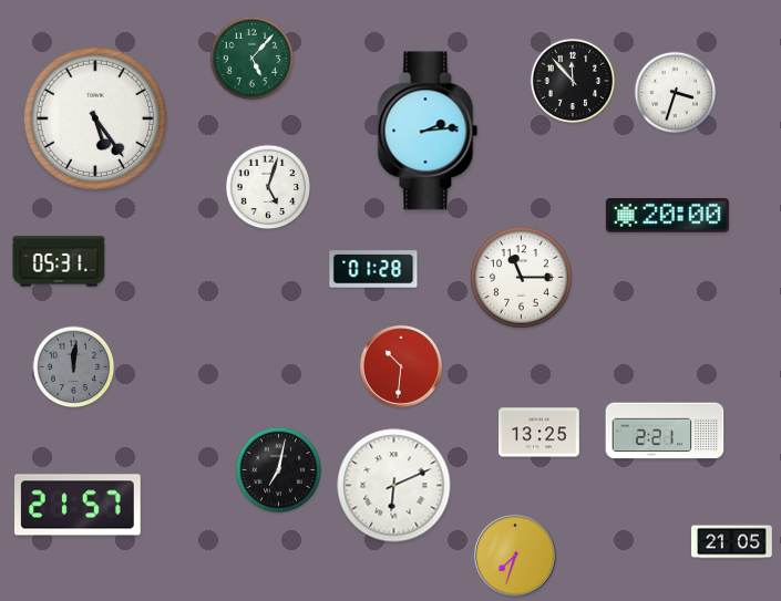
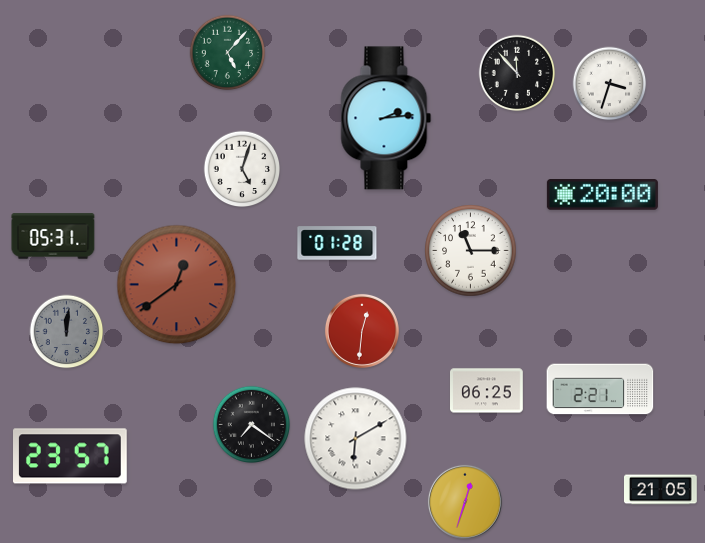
clock at (95, 118): 5:24 -> none
clock at (177, 285): none -> 12:39
clock at (401, 366): 10:31 -> 12:31
clock at (539, 433): 13:25 -> 06:25
clock at (279, 470): 7:02 -> 7:21
clock at (394, 486): 6:11 -> 6:10
clock at (79, 505): 21:57 -> 23:57
clock at (515, 556): 7:33 -> 12:33
